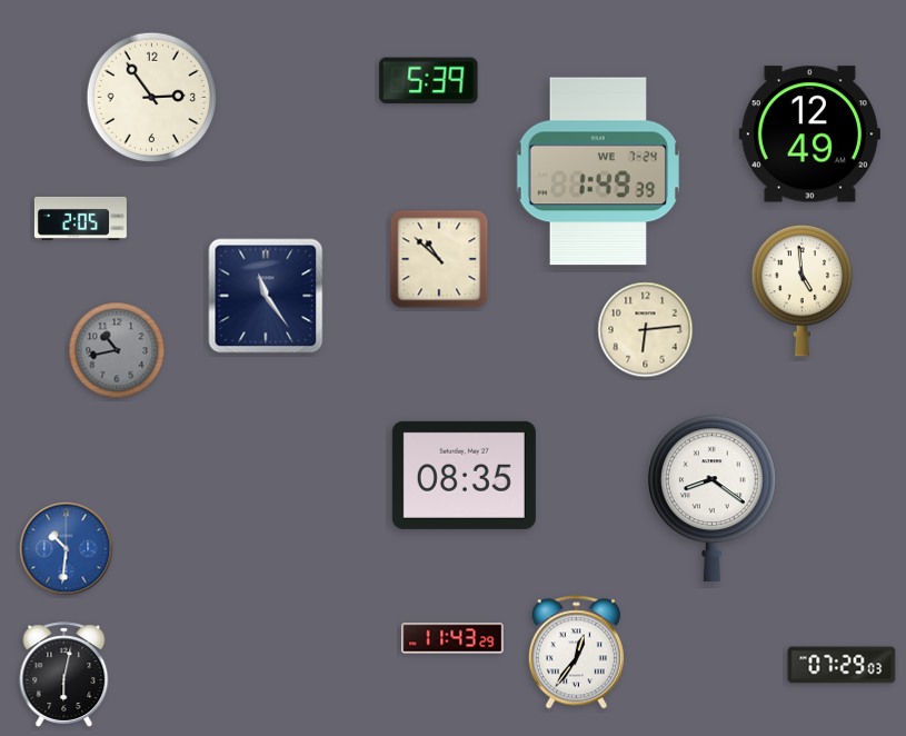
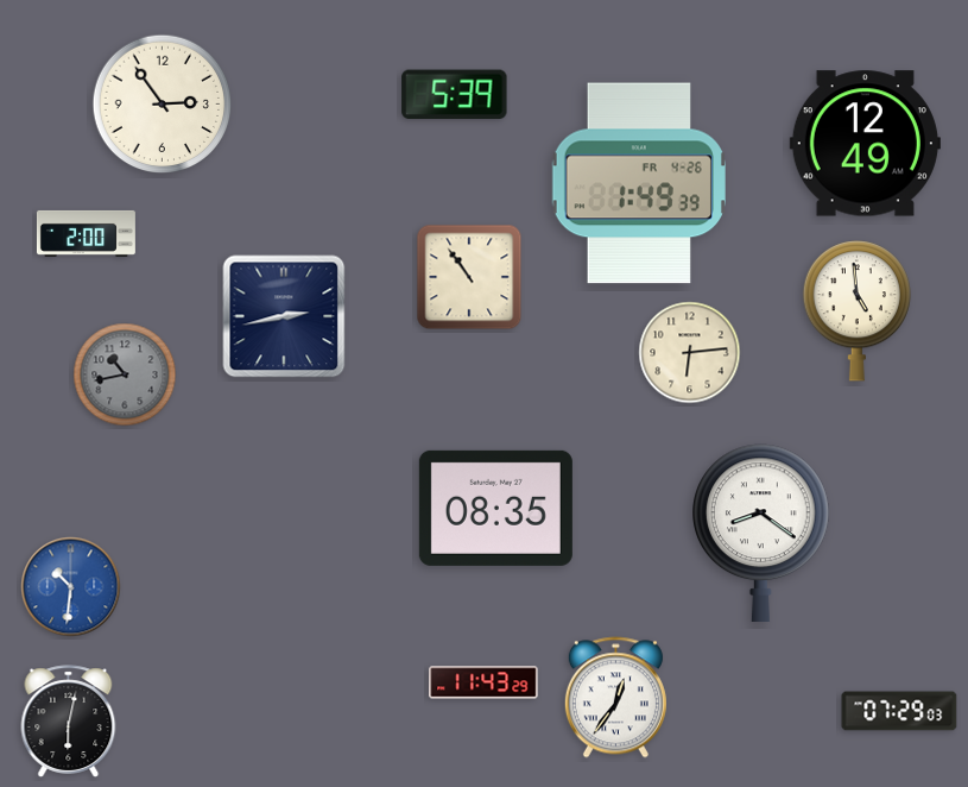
clock at (429, 81) position: (429, 81) -> (455, 95)
clock at (597, 171) date: WE 7-24 -> FR 4-26
clock at (80, 218): 2:05 -> 2:00
clock at (439, 259): 10:52 -> 10:54
clock at (266, 296): 11:24 -> 2:43
